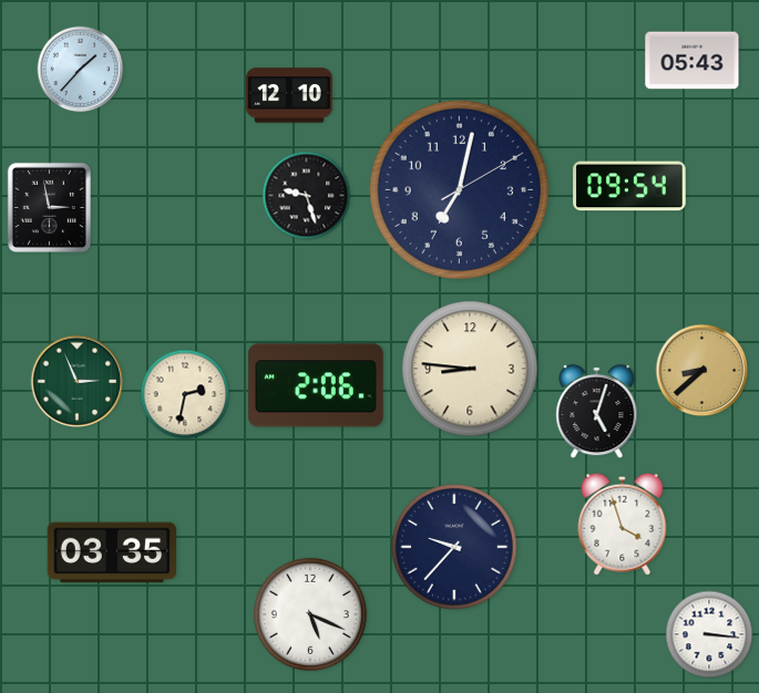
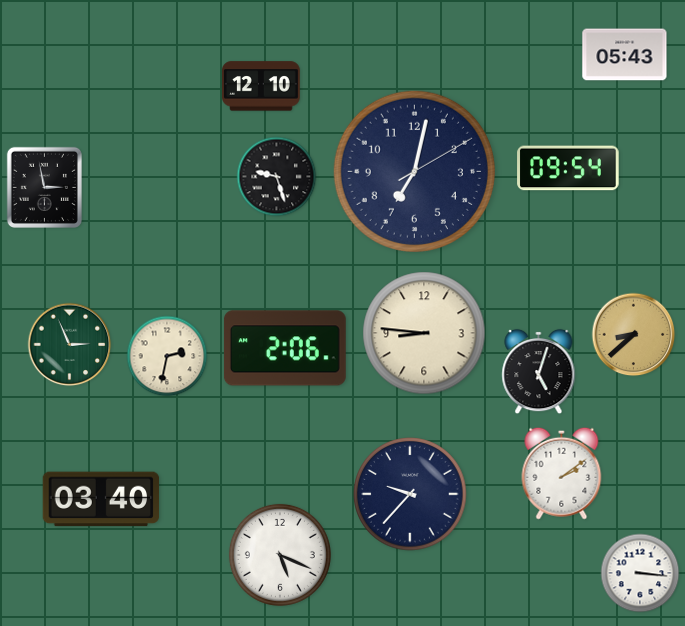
clock at (81, 70): 1:37 -> none
clock at (623, 524): 3:57 -> 2:09
clock at (112, 552): 03:35 -> 03:40
